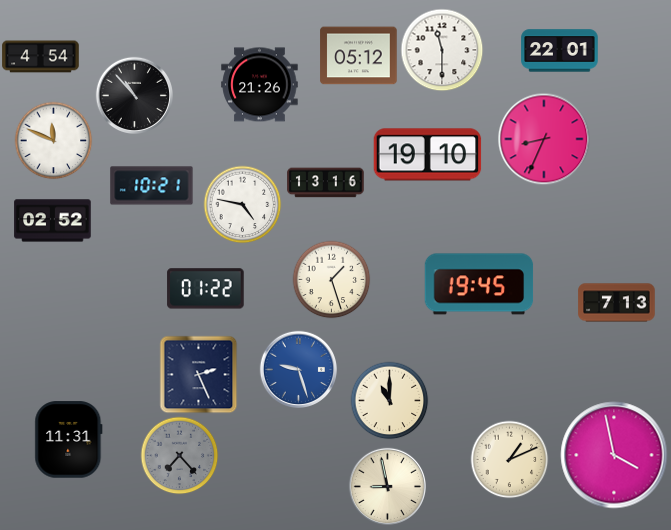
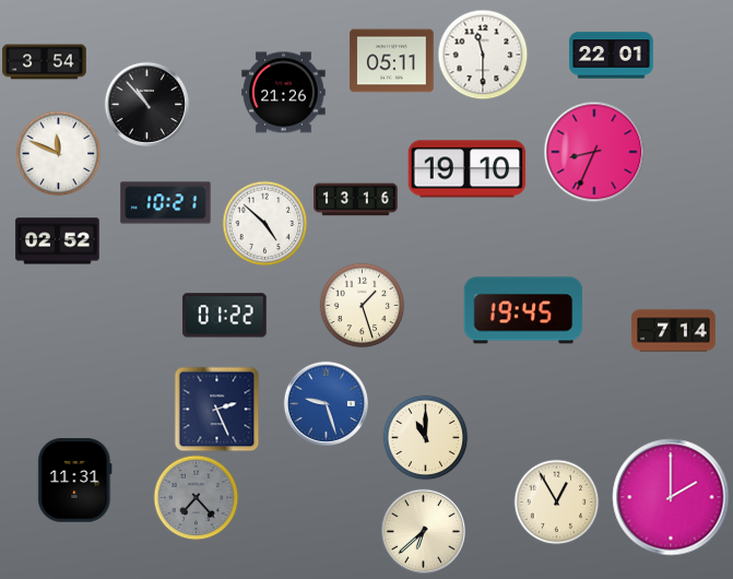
clock at (359, 56): 05:12 -> 05:11
clock at (41, 57): 4:54 -> 3:54
clock at (242, 204): 4:47 -> 4:52
clock at (617, 303): 7:13 -> 7:14
clock at (614, 455): 3:58 -> 2:00
clock at (509, 459): 1:11 -> 12:55
clock at (387, 486): 8:58 -> 6:38
